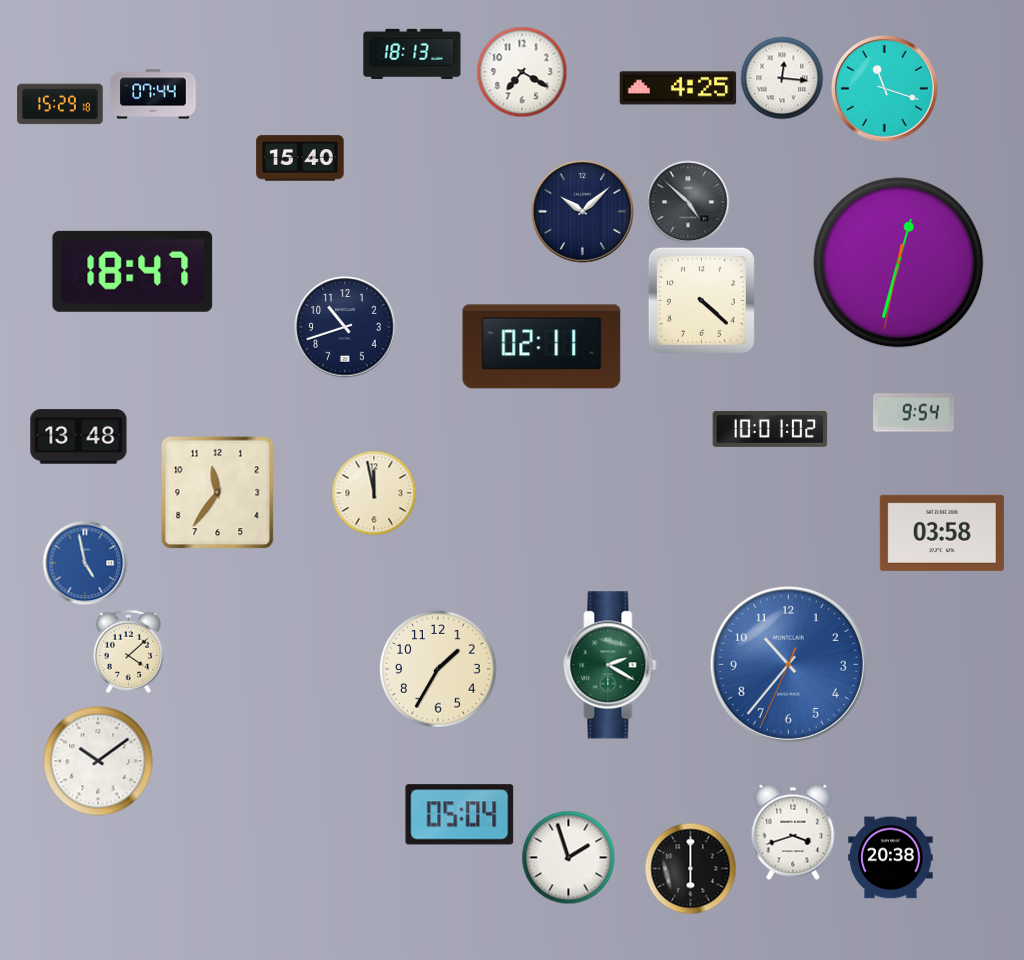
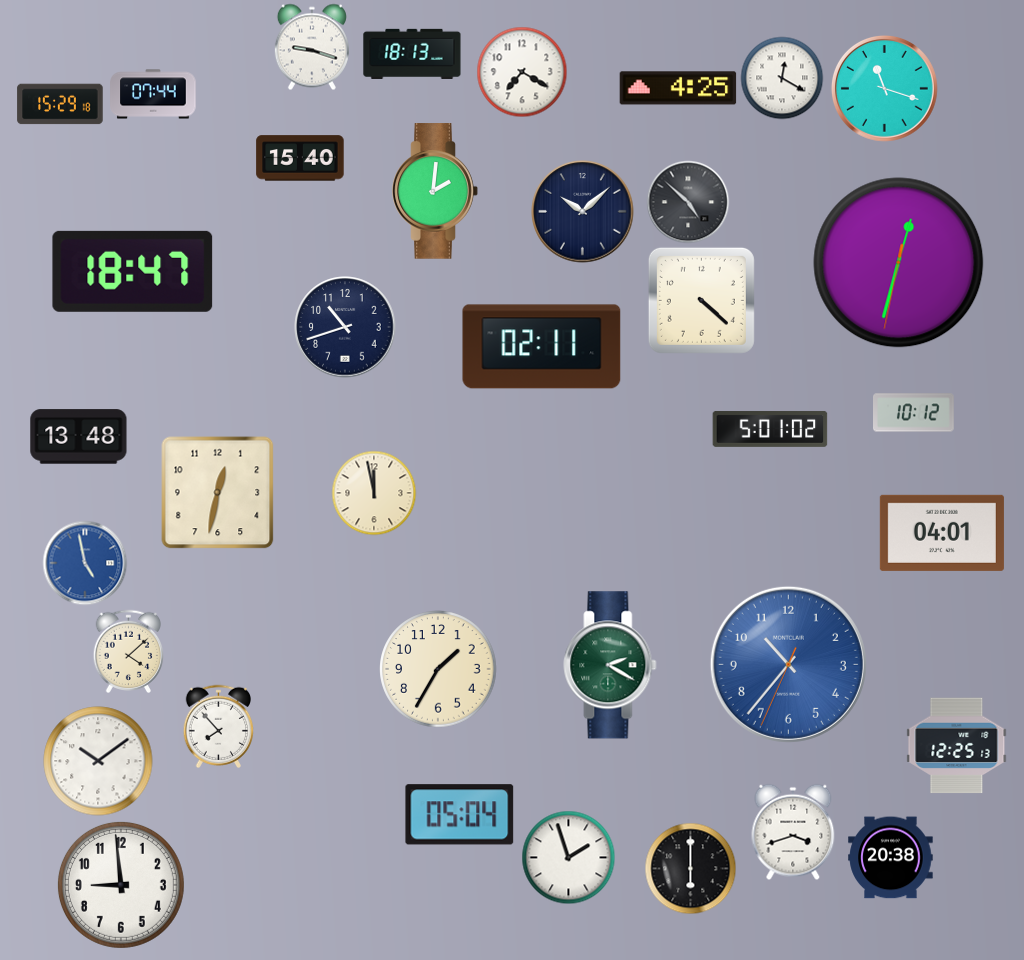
clock at (312, 47): none -> 9:18
clock at (782, 78): 12:16 -> 12:20
clock at (435, 191): none -> 2:01
clock at (914, 413): 9:54 -> 10:12
clock at (770, 429): 10:01 -> 5:01
clock at (218, 493): 11:36 -> 12:32
clock at (942, 533): 03:58 -> 04:01
clock at (219, 726): none -> 7:53
clock at (957, 746): none -> 12:25
clock at (121, 885): none -> 8:59
